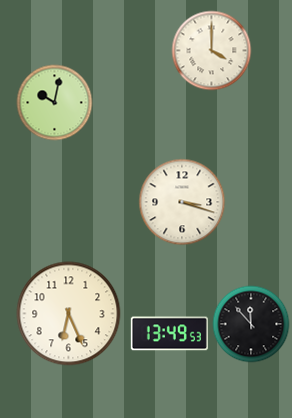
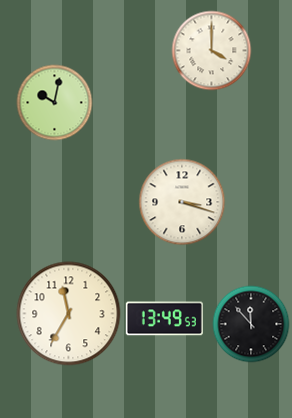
clock at (69, 314): 6:26 -> 11:35
clock at (169, 334) position: (169, 334) -> (164, 319)
